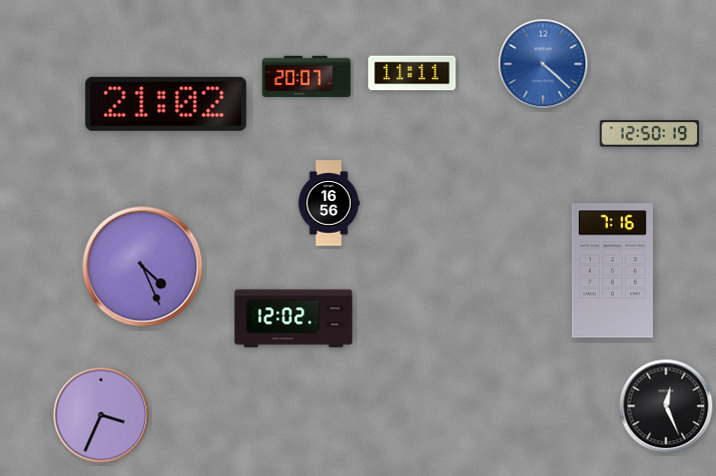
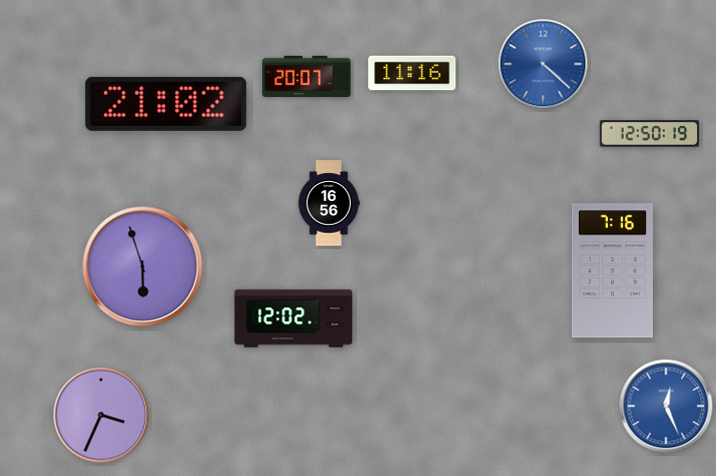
clock at (412, 73): 11:11 -> 11:16
clock at (143, 267): 4:26 -> 5:57
clock at (666, 406) dial: black -> blue
